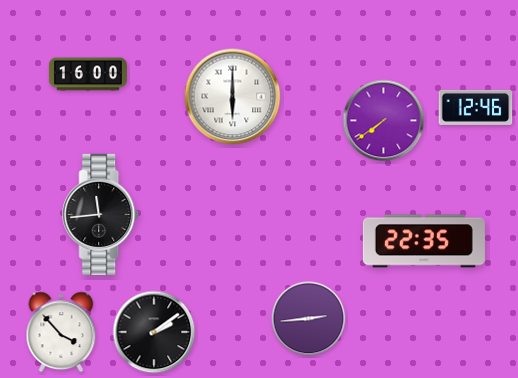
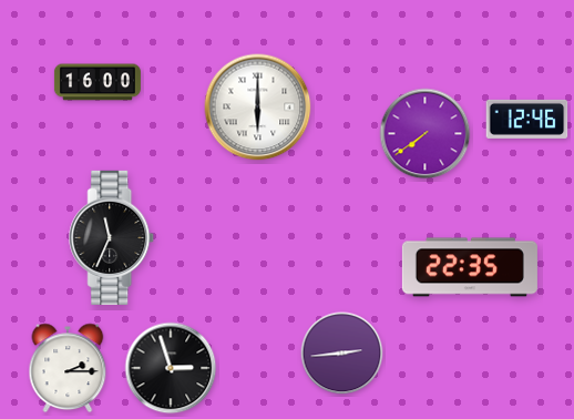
clock at (101, 214): 11:44 -> 11:34
clock at (61, 332): 3:53 -> 2:15
clock at (154, 332): 2:09 -> 2:57
